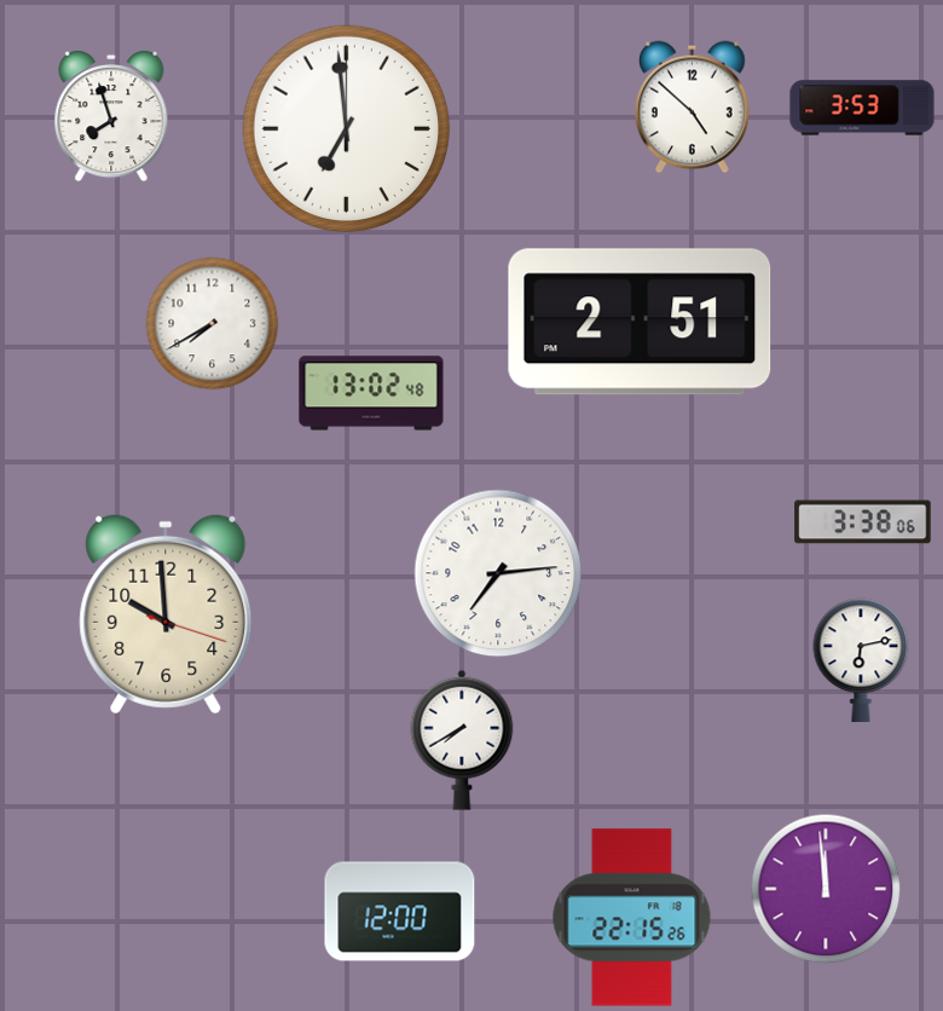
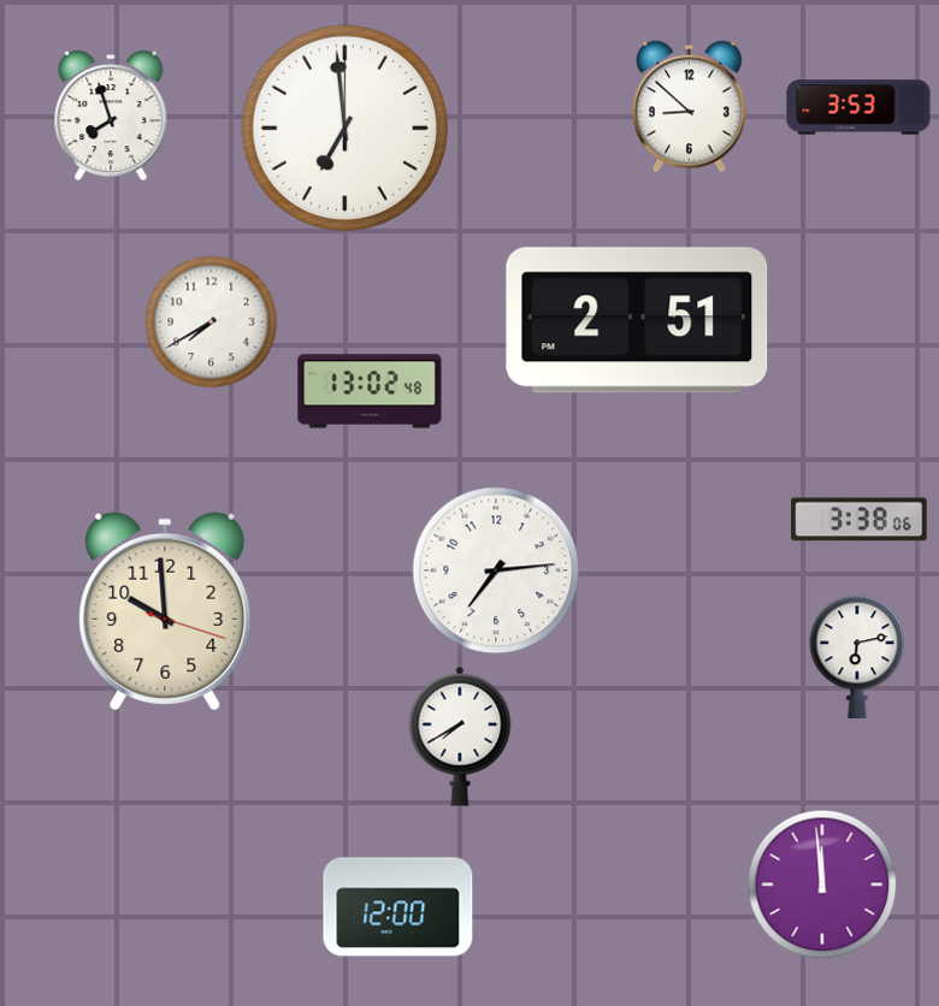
clock at (693, 108): 4:52 -> 8:52
clock at (632, 918): 22:15 -> none
